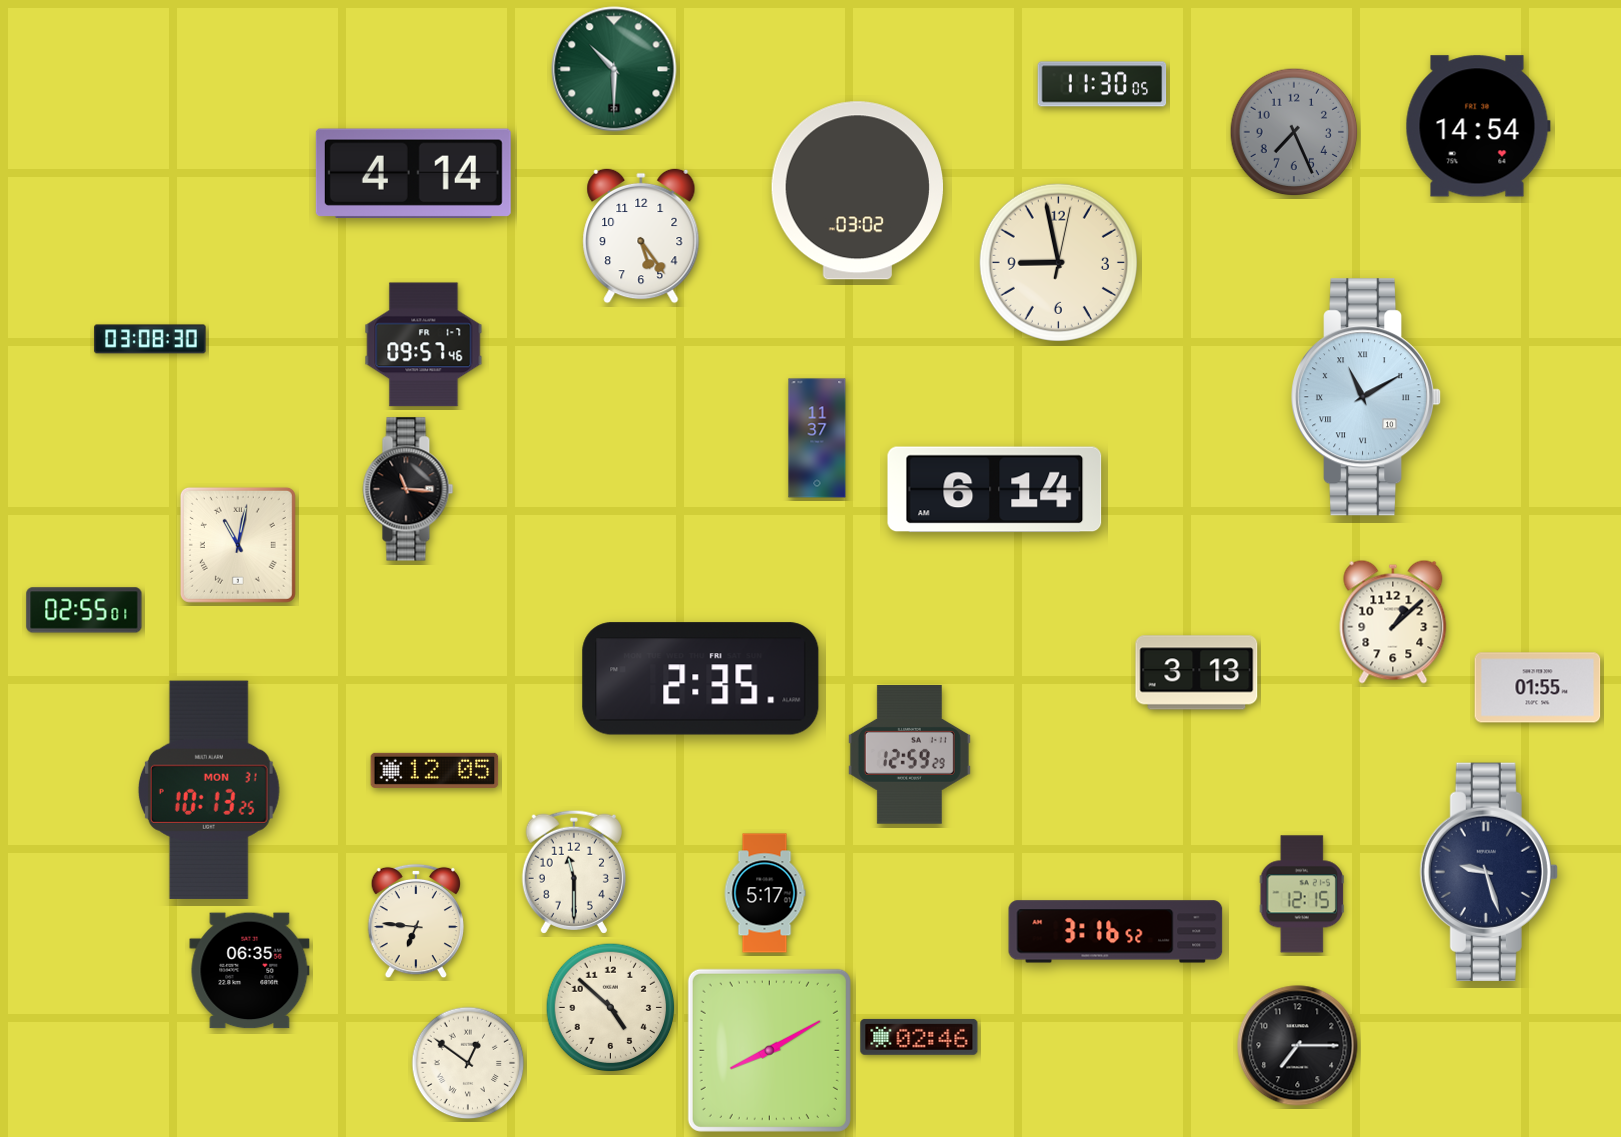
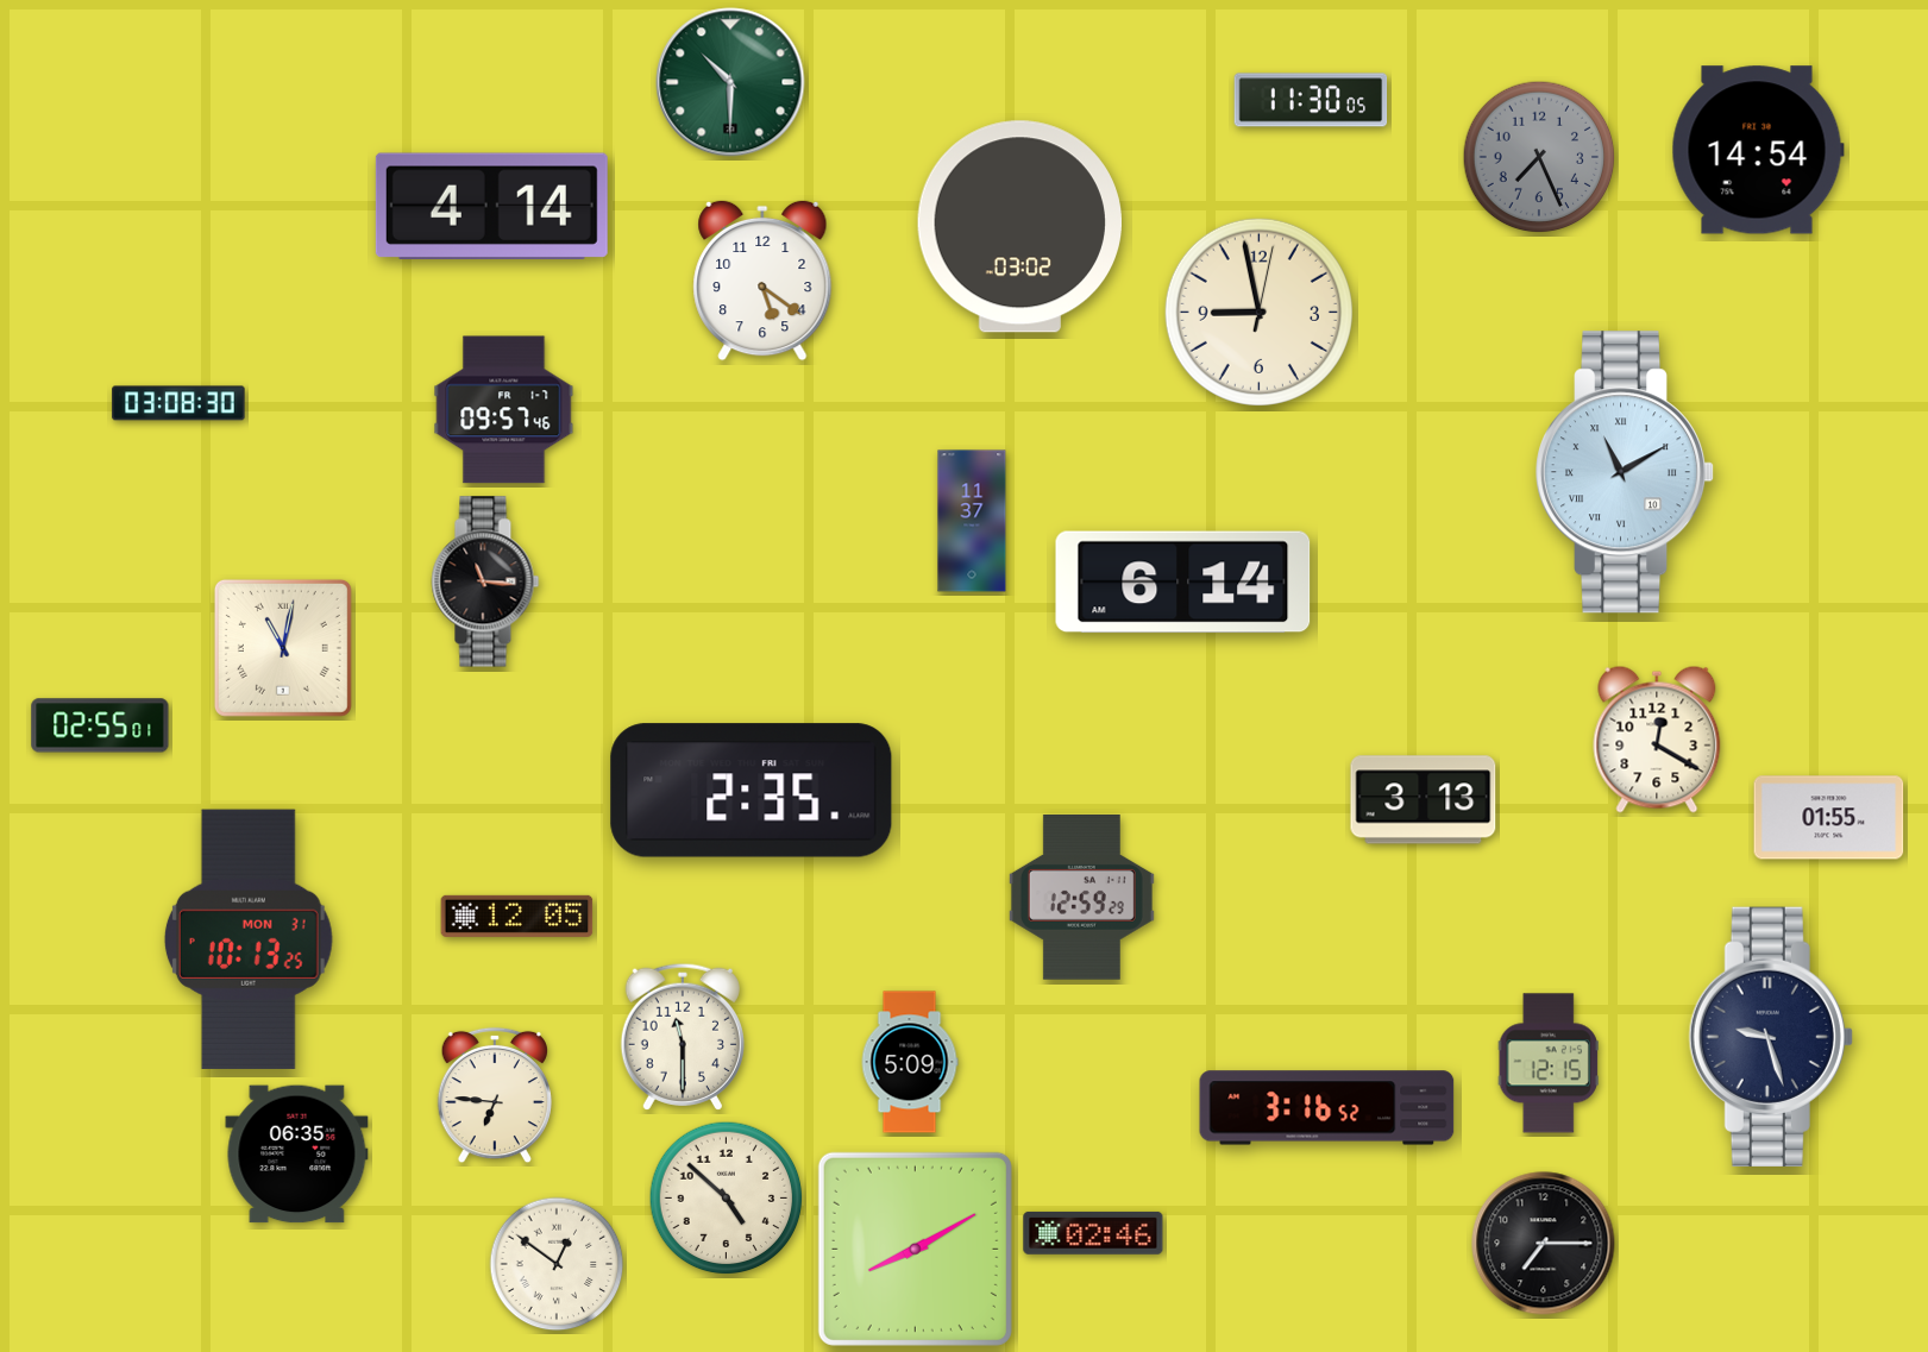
clock at (641, 236): 5:24 -> 5:21
clock at (1393, 622): 1:08 -> 12:20
clock at (701, 679) position: (701, 679) -> (752, 791)
clock at (765, 893): 5:17 -> 5:09
